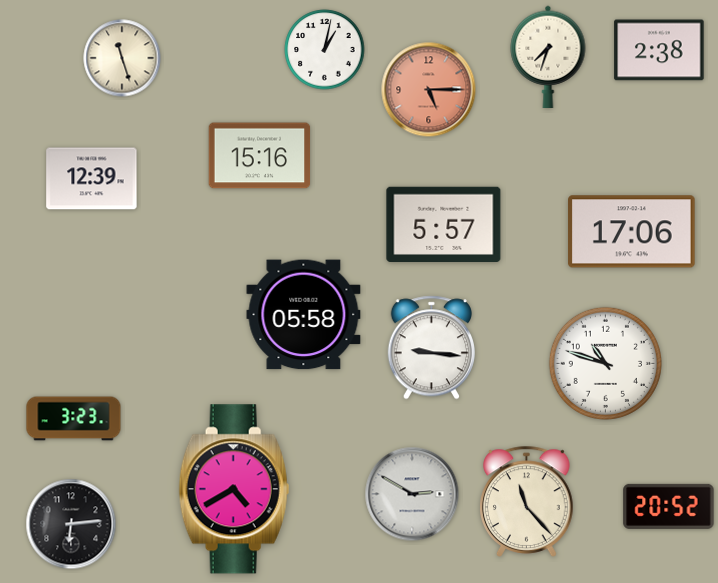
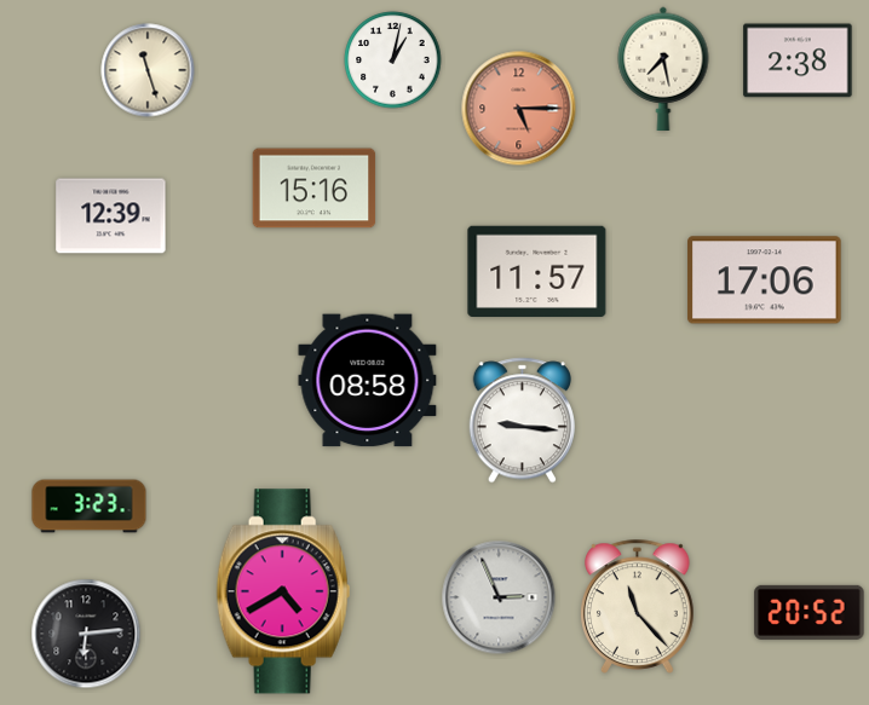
clock at (548, 57): 7:33 -> 7:28
clock at (444, 224): 5:57 -> 11:57
clock at (304, 315): 05:58 -> 08:58
clock at (605, 363): 10:48 -> none
clock at (412, 494): 2:50 -> 2:56
